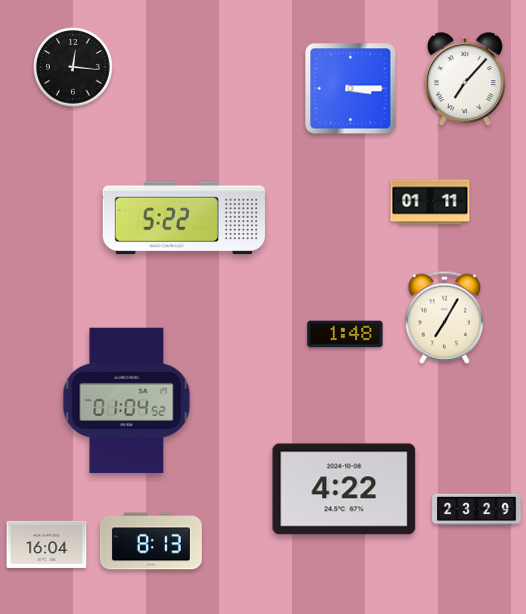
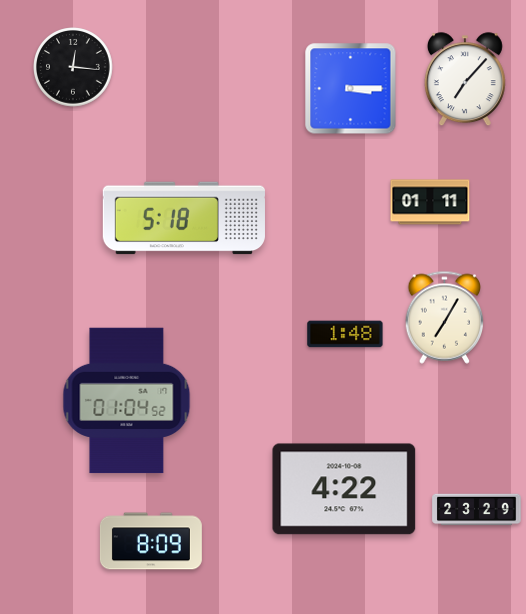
clock at (184, 218): 5:22 -> 5:18
clock at (151, 541): 8:13 -> 8:09
clock at (47, 544): 16:04 -> none
